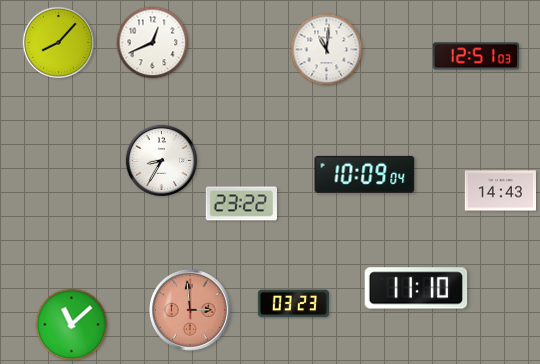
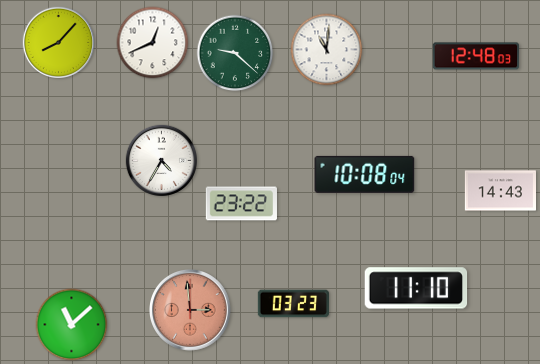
clock at (235, 53): none -> 9:22
clock at (476, 56): 12:51 -> 12:48
clock at (161, 160): 8:35 -> 4:35
clock at (365, 174): 10:09 -> 10:08
